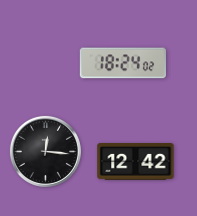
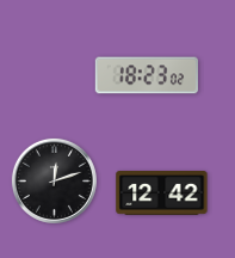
clock at (123, 63): 18:24 -> 18:23
clock at (45, 151): 12:16 -> 12:12
